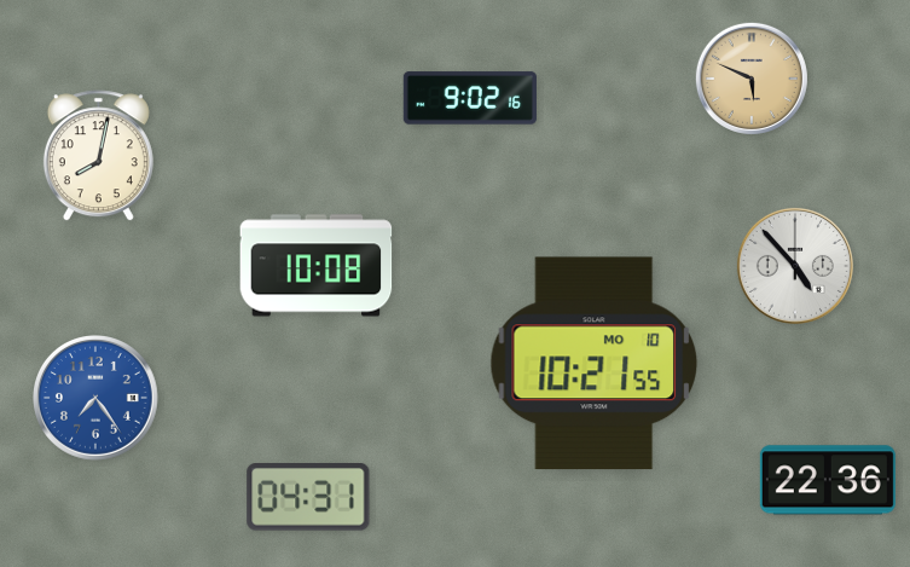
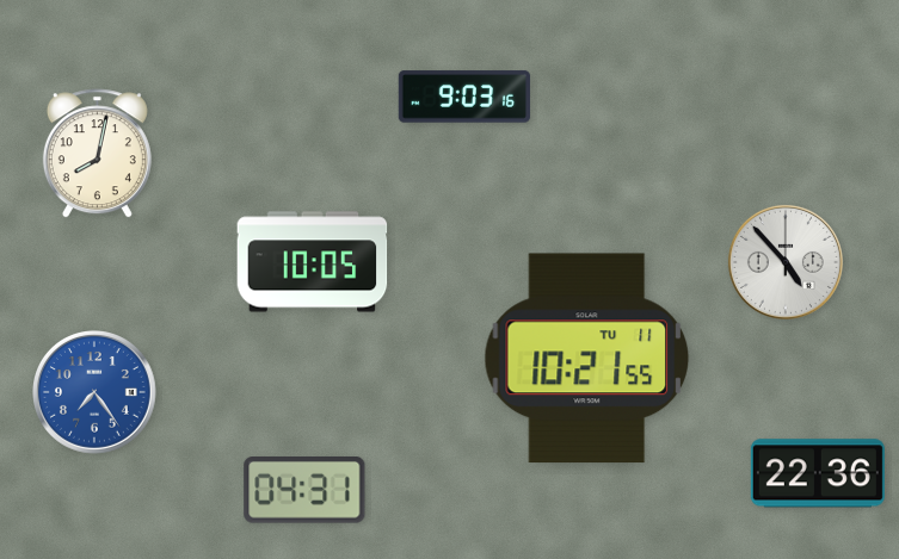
clock at (752, 79): 5:49 -> none
clock at (470, 98): 9:02 -> 9:03
clock at (317, 266): 10:08 -> 10:05
clock at (595, 364) date: MO 10 -> TU 11
